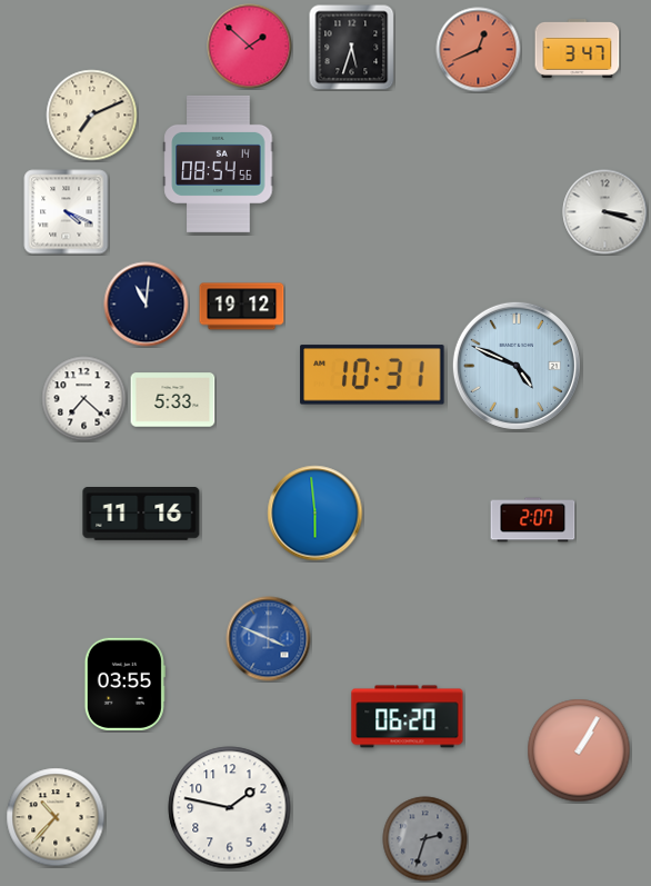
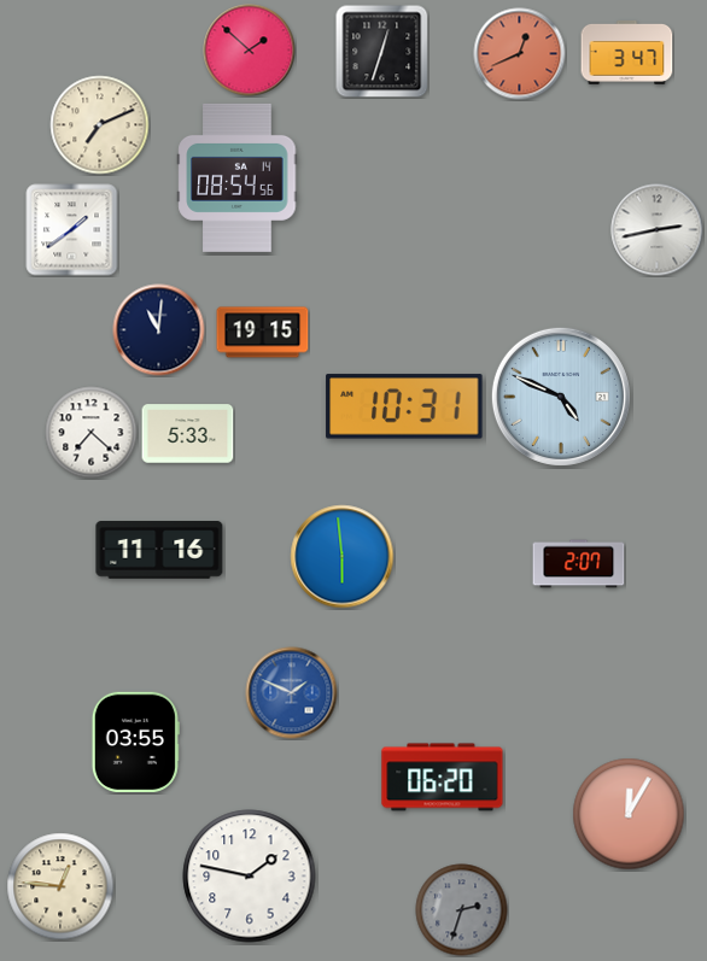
clock at (250, 47) position: (250, 47) -> (250, 51)
clock at (352, 48): 5:33 -> 12:33
clock at (67, 212): 4:19 -> 1:39
clock at (605, 212): 3:18 -> 2:43
clock at (242, 307): 19:12 -> 19:15
clock at (141, 514) position: (141, 514) -> (159, 550)
clock at (269, 639): 3:49 -> 1:49
clock at (579, 750): 1:05 -> 12:05
clock at (56, 817): 10:37 -> 12:46
